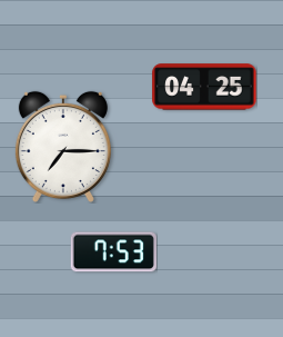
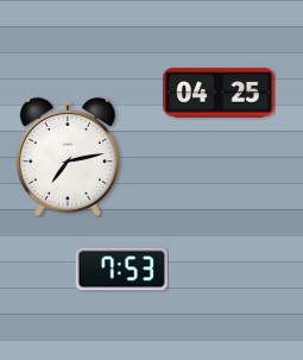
clock at (63, 146): 7:15 -> 7:13
